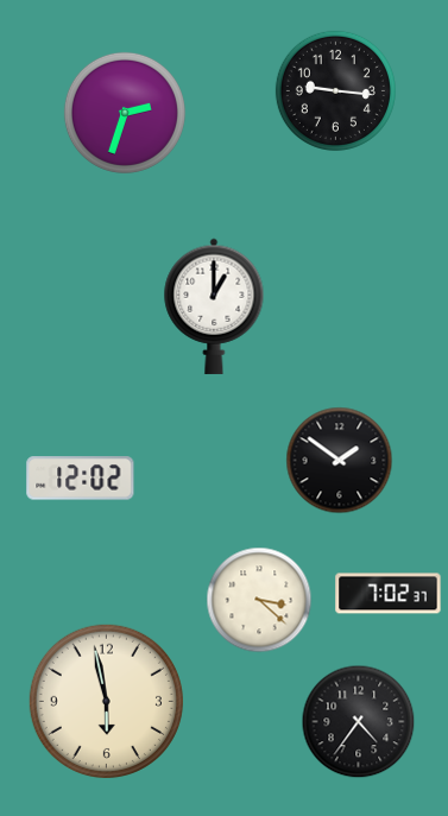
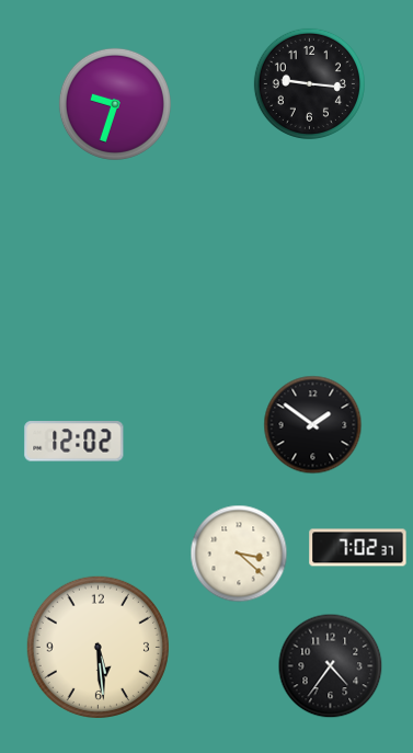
clock at (125, 113): 2:33 -> 9:33
clock at (214, 306): 1:00 -> none
clock at (106, 701): 5:58 -> 5:29
